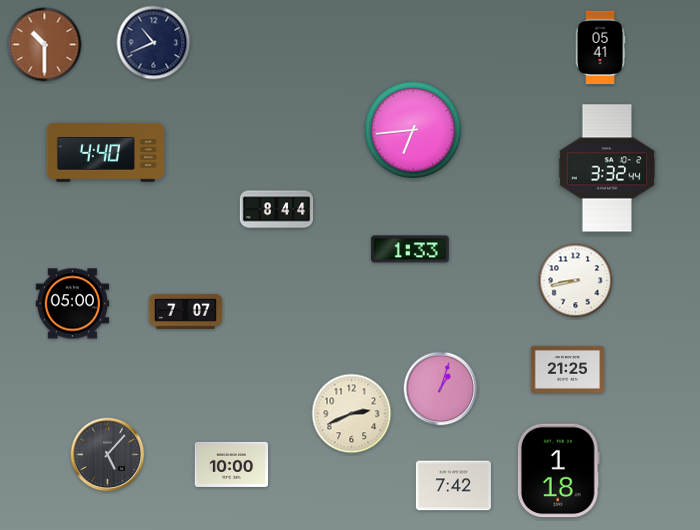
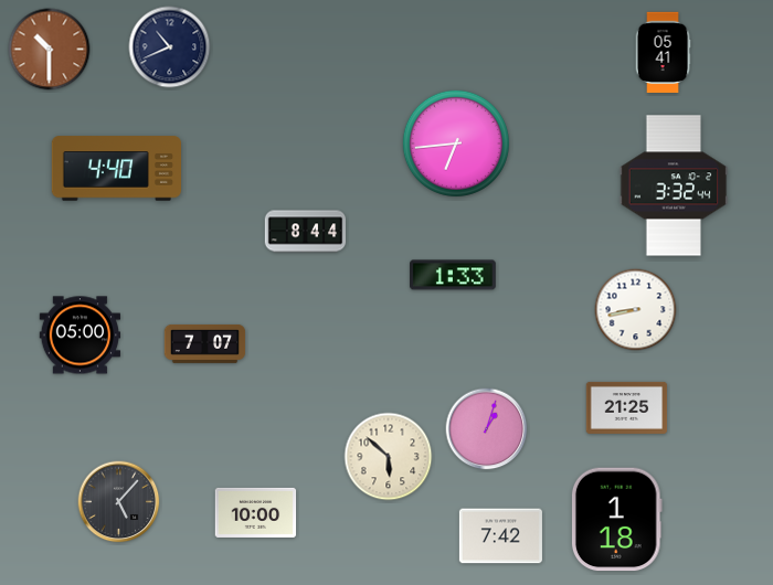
clock at (607, 168) position: (607, 168) -> (674, 185)
clock at (352, 414): 2:41 -> 5:52
